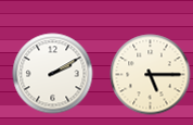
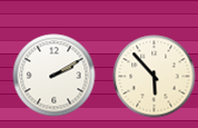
clock at (151, 75): 5:15 -> 5:53
